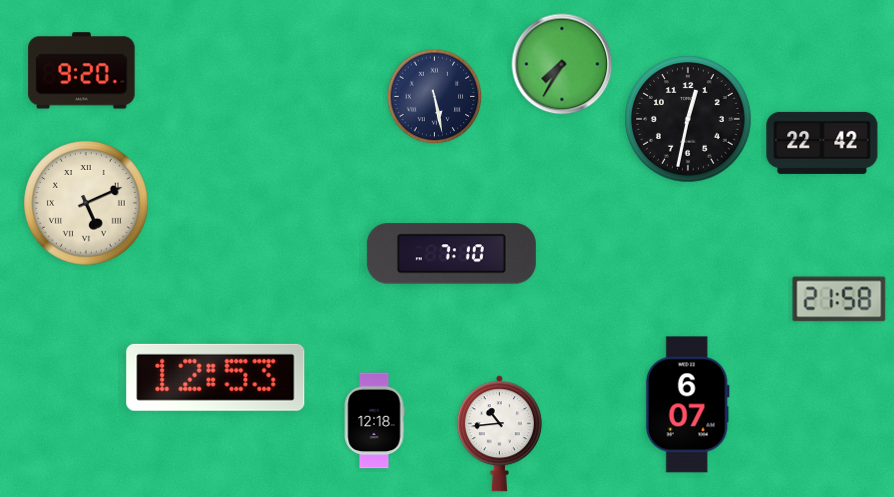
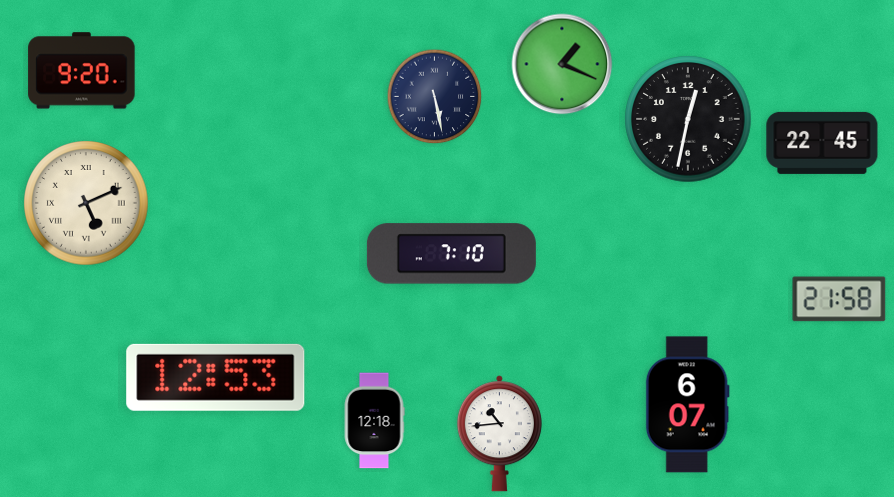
clock at (562, 64): 7:35 -> 1:19
clock at (822, 143): 22:42 -> 22:45
